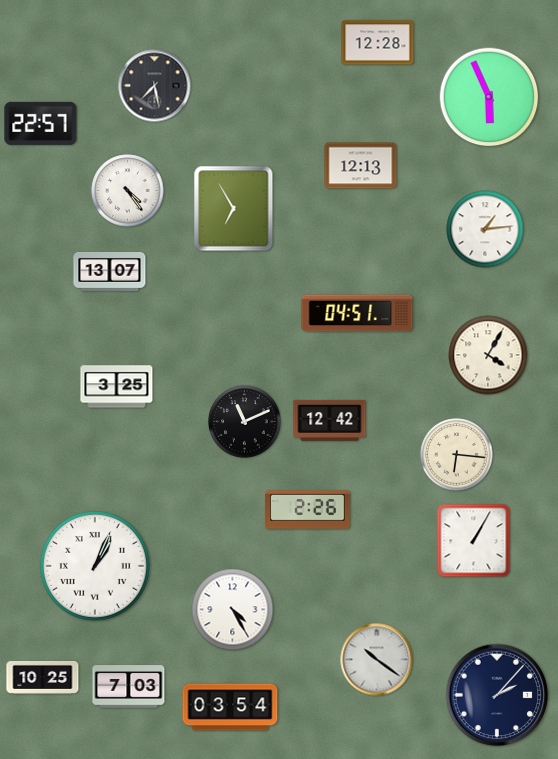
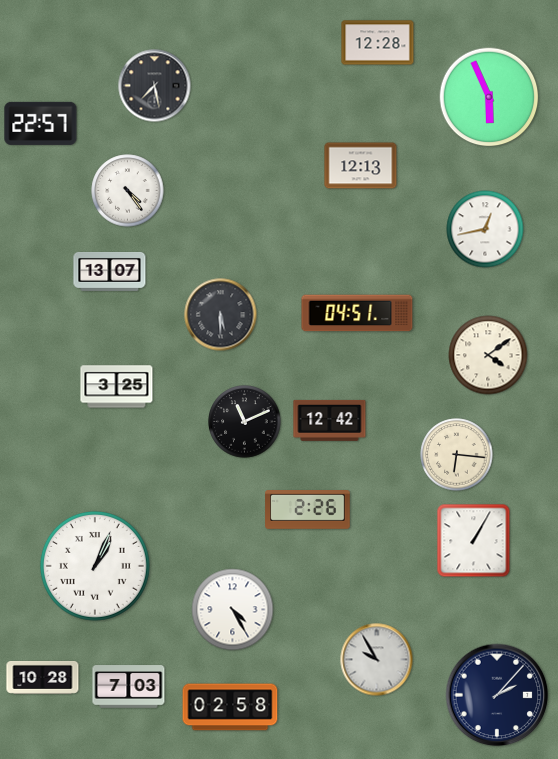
clock at (234, 209): 6:55 -> none
clock at (485, 229): 1:14 -> 12:43
clock at (221, 315): none -> 5:30
clock at (488, 355): 4:05 -> 4:09
clock at (377, 660): 10:21 -> 9:55
clock at (43, 677): 10:25 -> 10:28
clock at (230, 707): 03:54 -> 02:58
